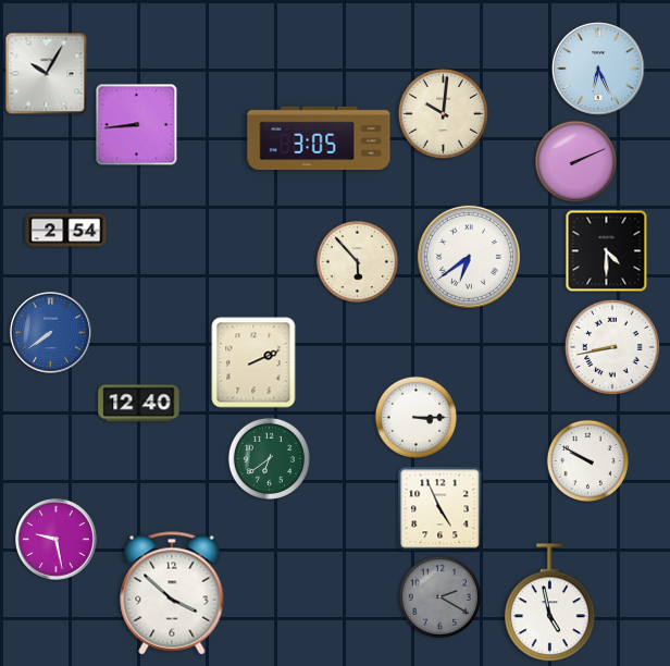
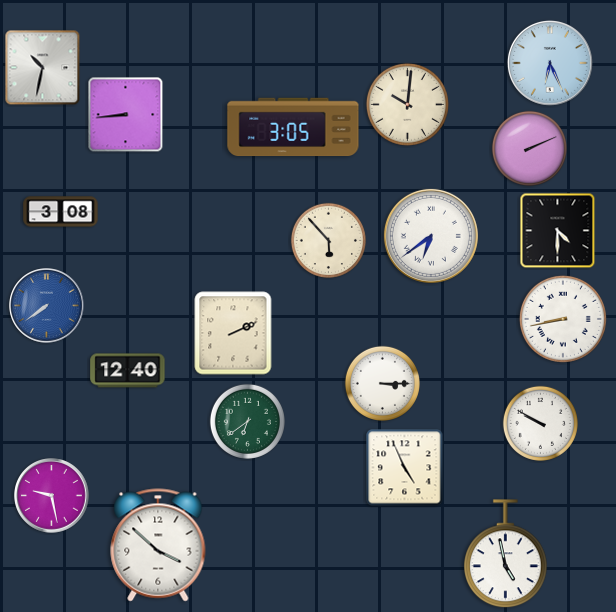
clock at (47, 74): 10:05 -> 10:32
clock at (66, 231): 2:54 -> 3:08
clock at (439, 596): 2:20 -> none
